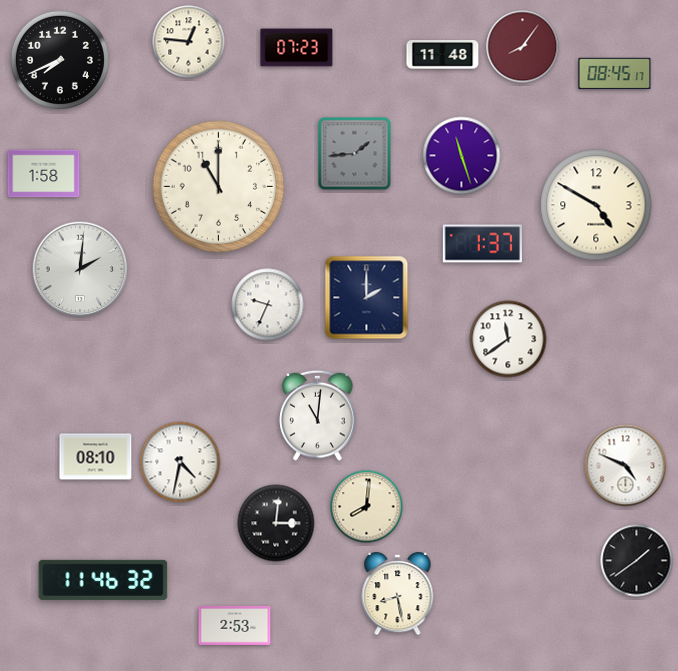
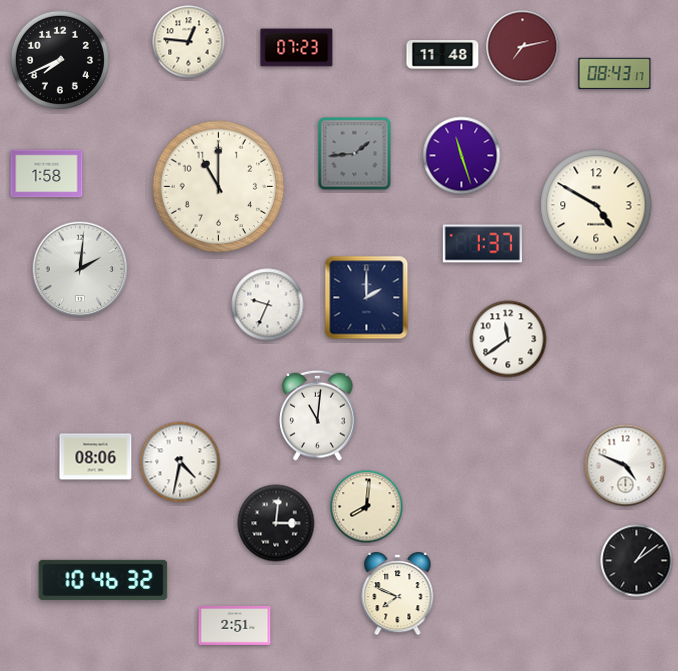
clock at (523, 47): 8:06 -> 7:13
clock at (615, 74): 08:45 -> 08:43
clock at (44, 174) position: (44, 174) -> (47, 174)
clock at (96, 457): 08:10 -> 08:06
clock at (637, 561): 1:39 -> 1:09
clock at (103, 580): 11:46 -> 10:46
clock at (398, 595): 8:28 -> 7:49
clock at (235, 625): 2:53 -> 2:51
